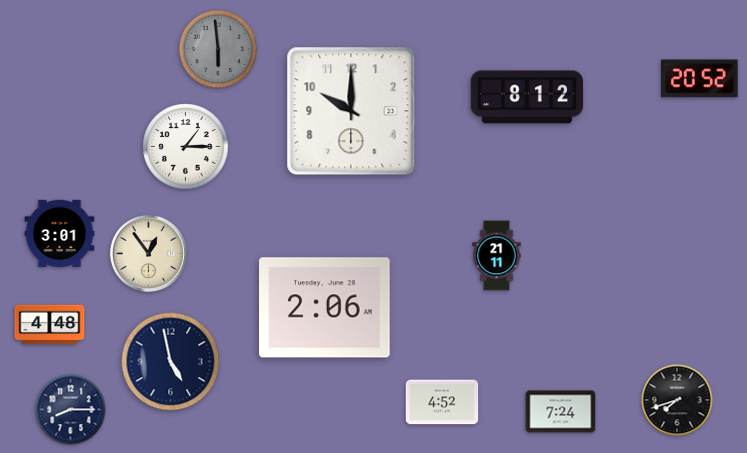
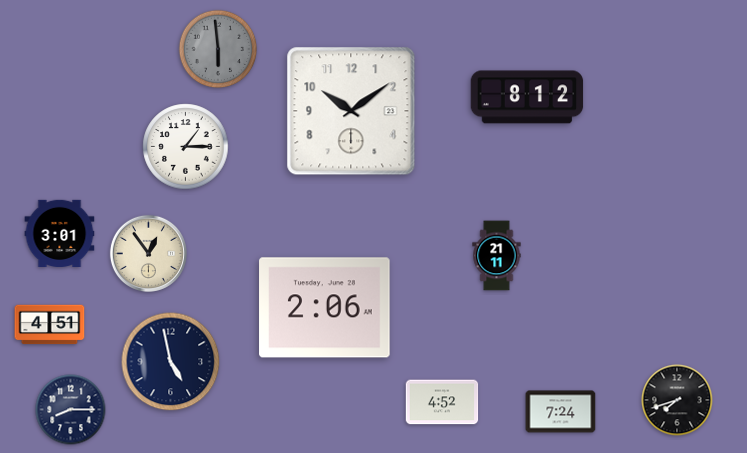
clock at (700, 79): 20:52 -> none
clock at (351, 111): 10:00 -> 10:09
clock at (50, 325): 4:48 -> 4:51
